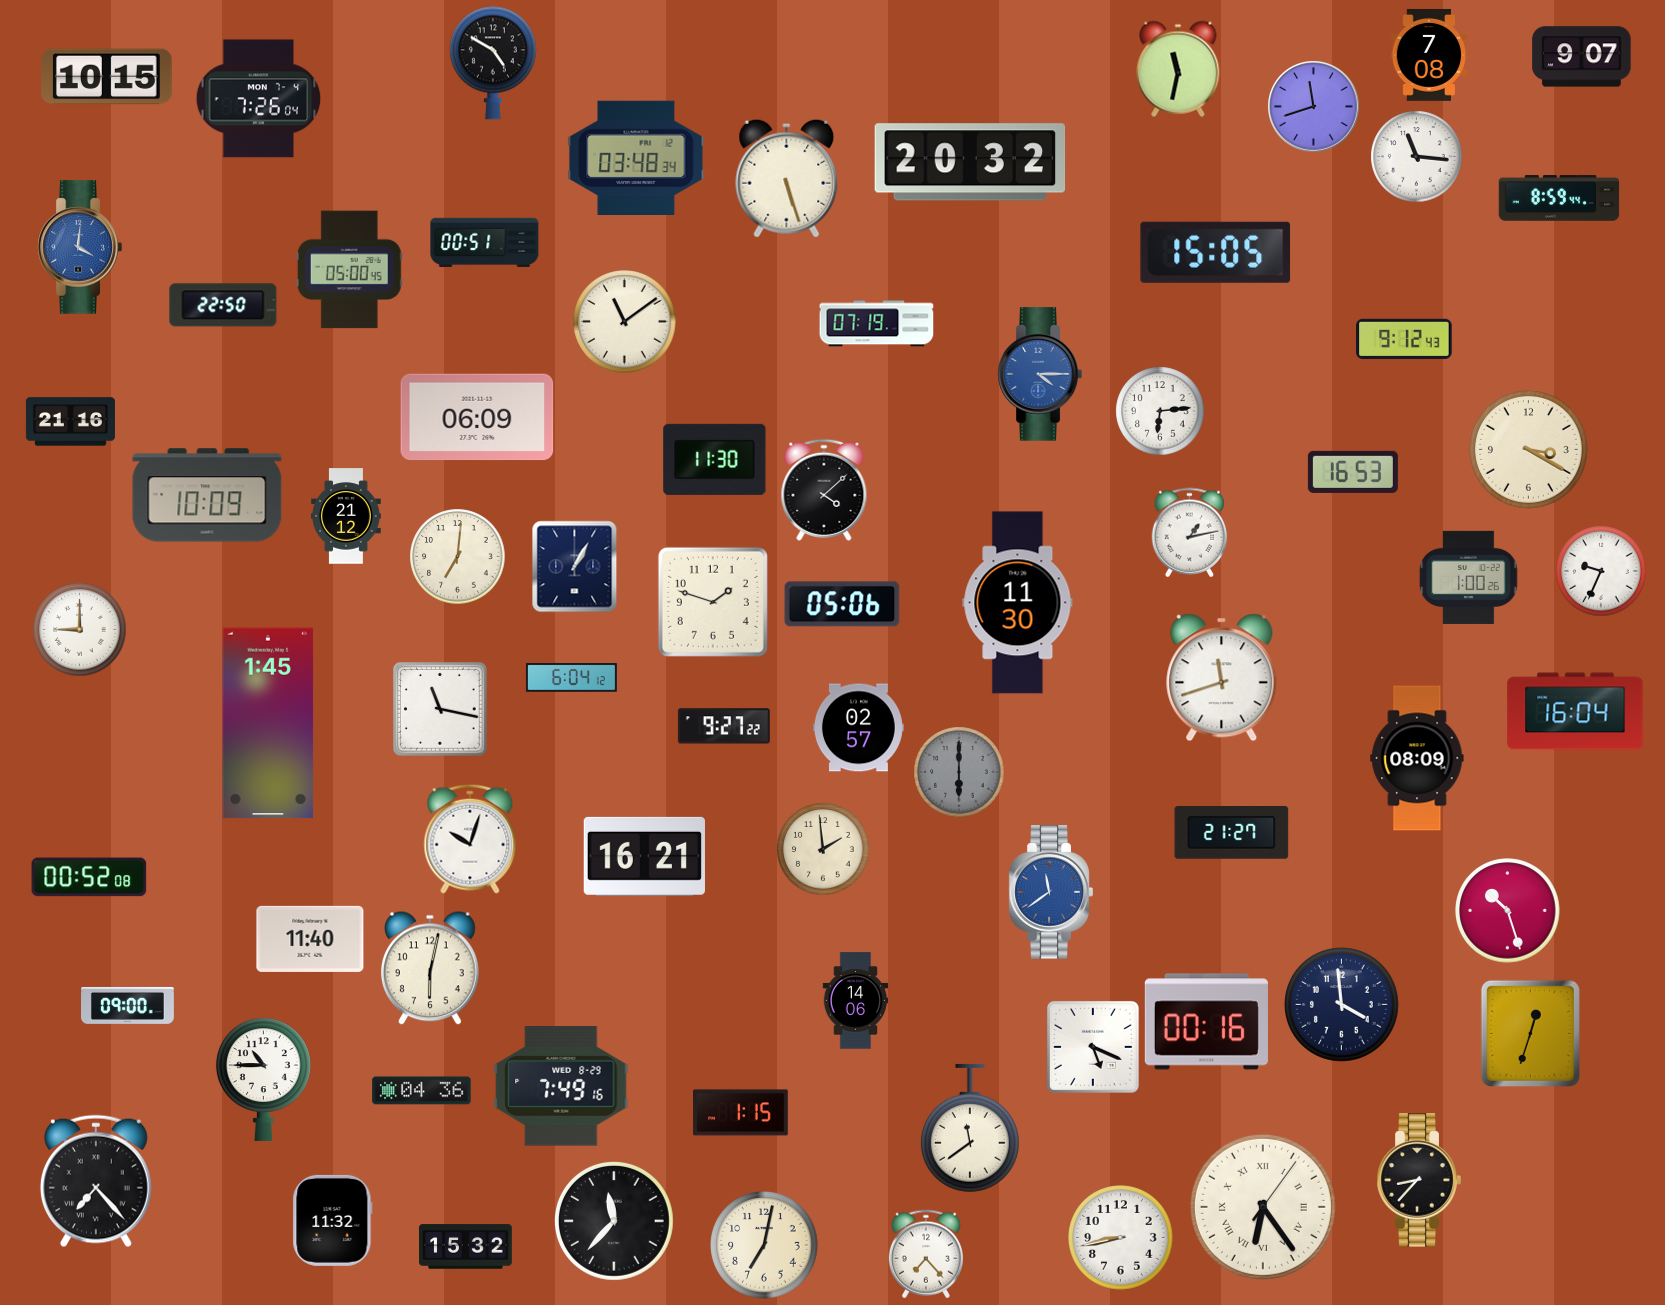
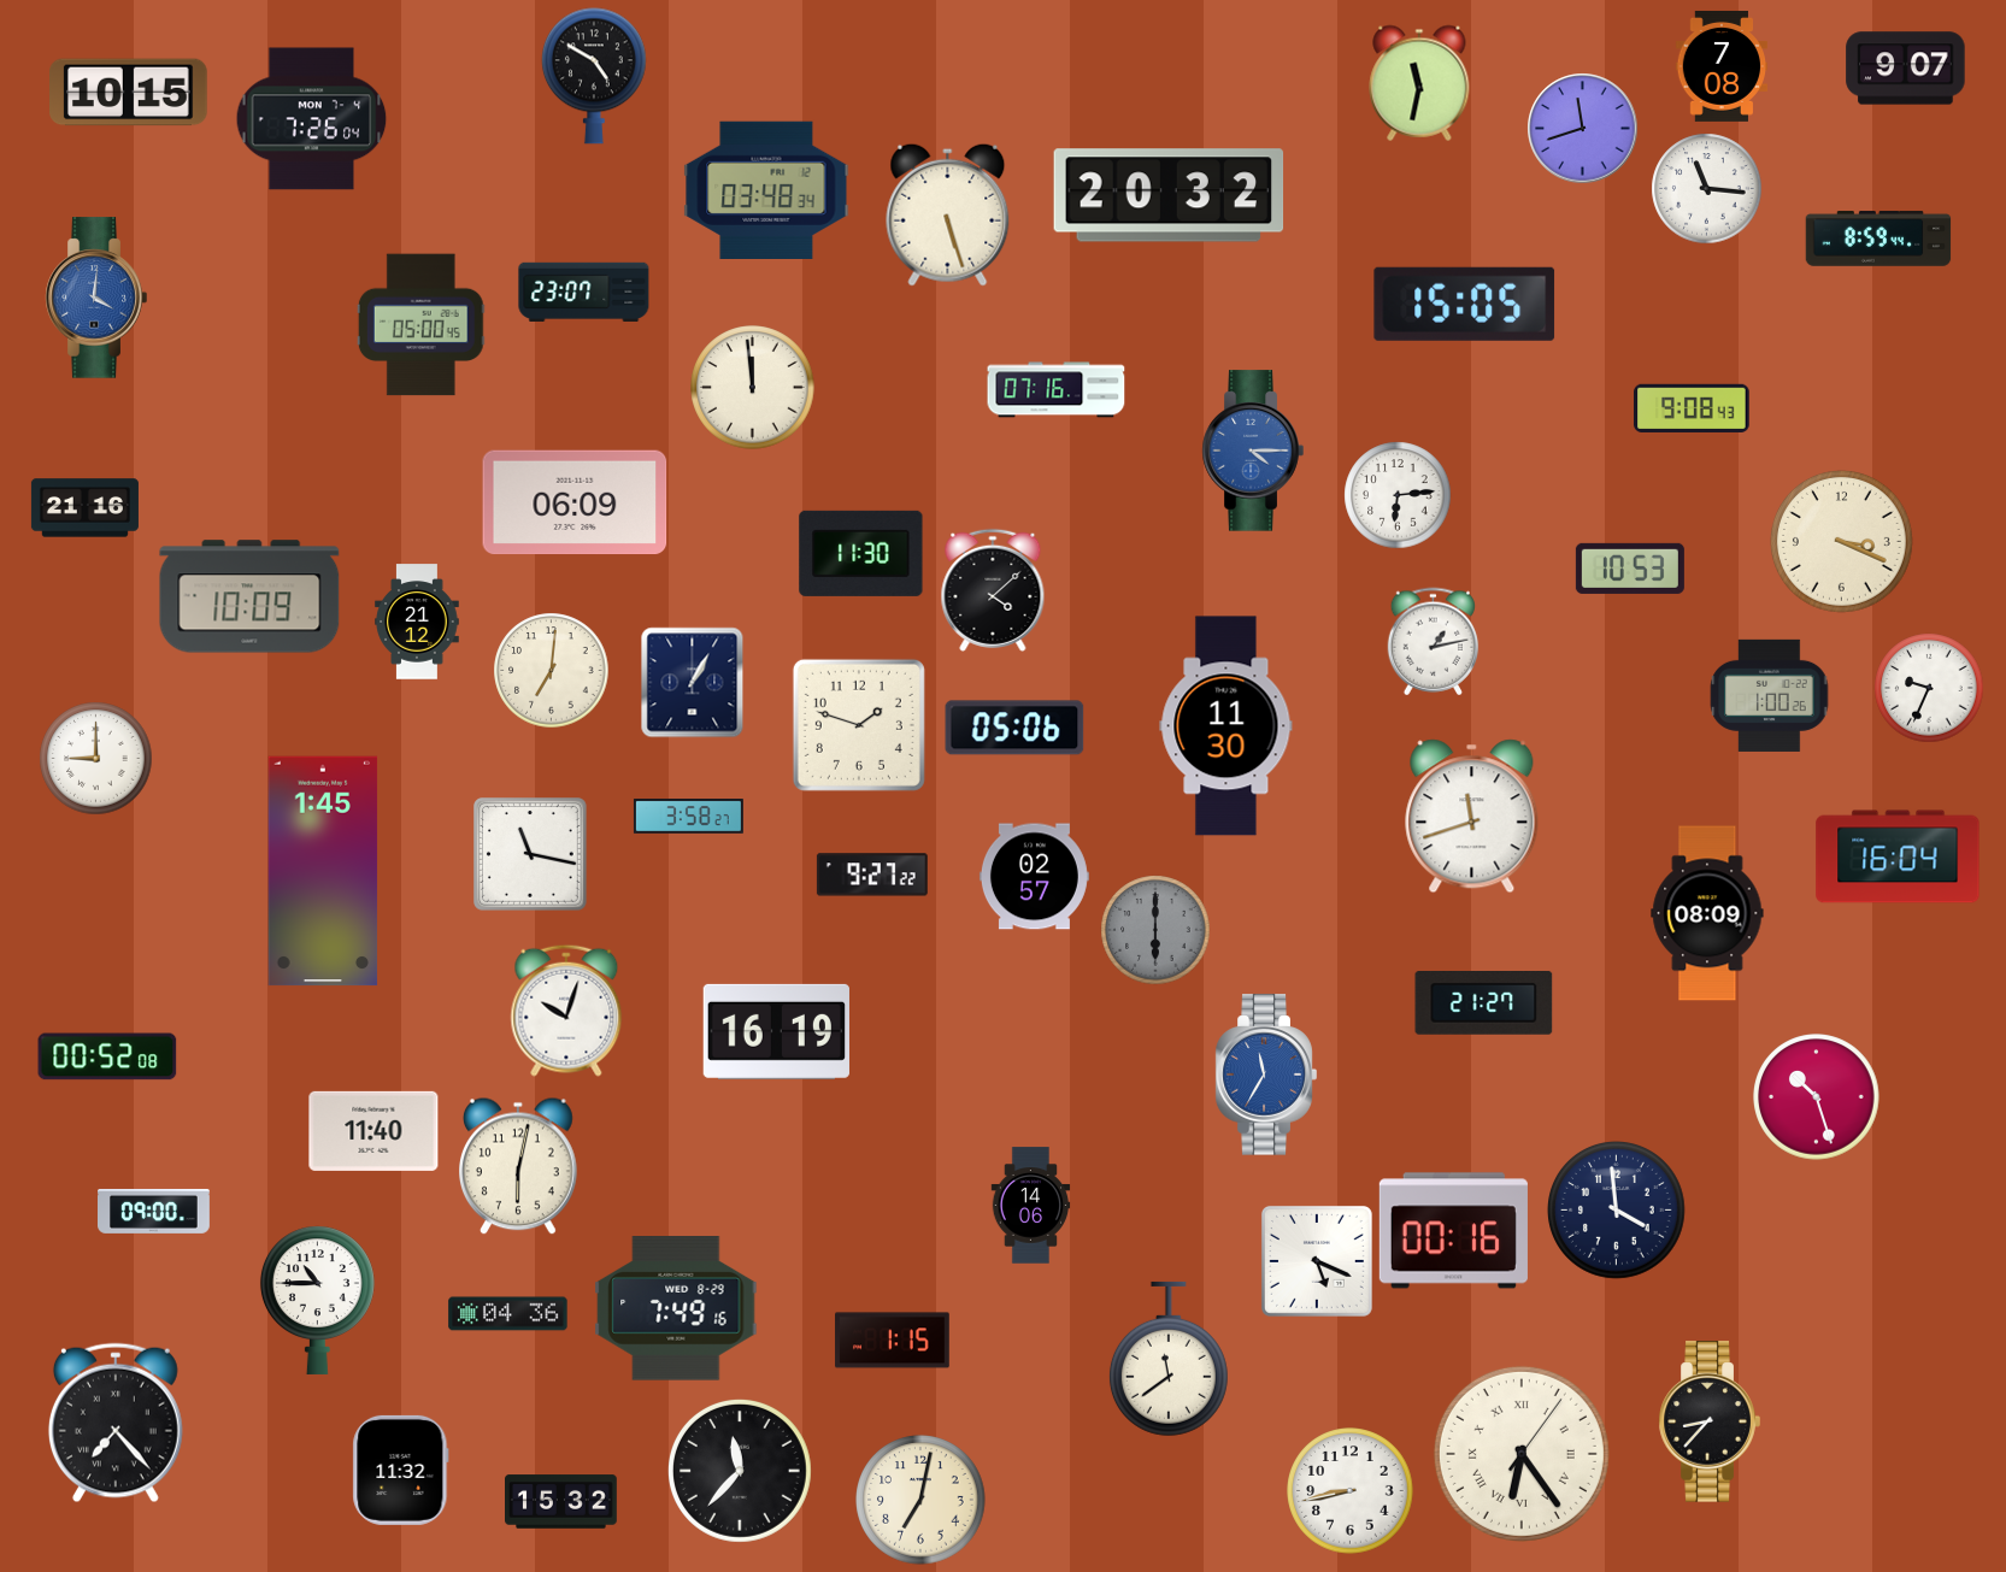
clock at (485, 242): 00:51 -> 23:07
clock at (223, 305): 22:50 -> none
clock at (625, 322): 11:09 -> 11:59
clock at (877, 324): 07:19 -> 07:16
clock at (1404, 339): 9:12 -> 9:08
clock at (1529, 450): 3:20 -> 3:19
clock at (1353, 472): 16:53 -> 10:53
clock at (571, 678): 6:04 -> 3:58
clock at (823, 849): 1:59 -> none
clock at (644, 856): 16:21 -> 16:19
clock at (1051, 892): 11:39 -> 11:35
clock at (1530, 1033): 12:33 -> none
clock at (926, 1254): 7:23 -> none
